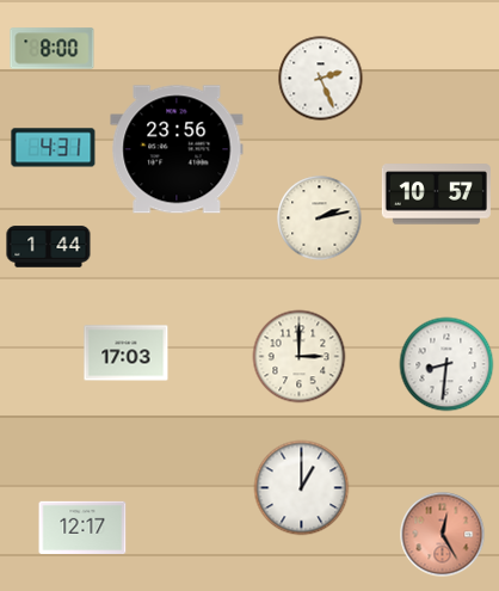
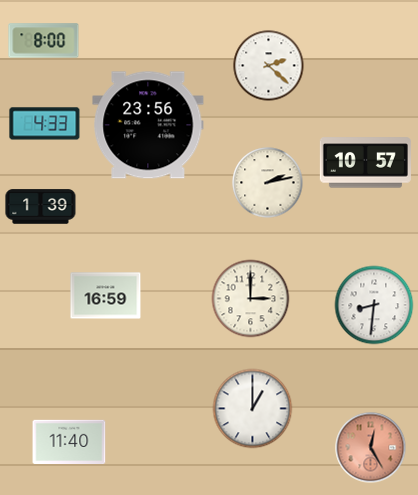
clock at (321, 79): 2:26 -> 2:22
clock at (54, 148): 4:31 -> 4:33
clock at (49, 247): 1:44 -> 1:39
clock at (127, 353): 17:03 -> 16:59
clock at (82, 527): 12:17 -> 11:40
